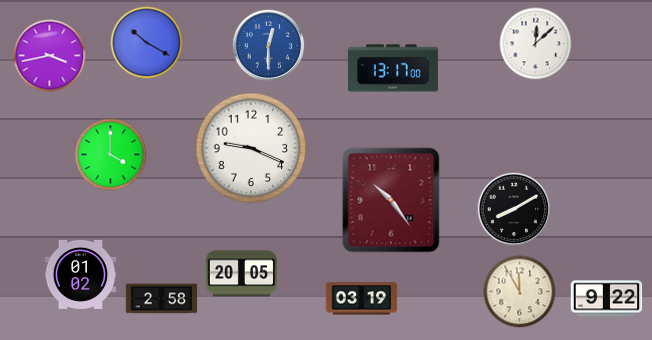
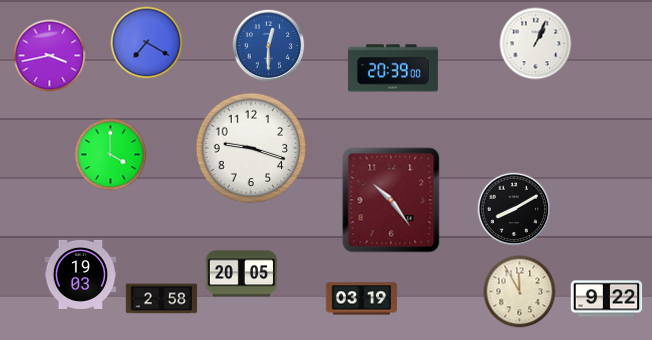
clock at (147, 43): 10:20 -> 7:20
clock at (536, 44): 12:08 -> 1:04
clock at (393, 68): 13:17 -> 20:39
clock at (251, 148): 9:19 -> 9:18
clock at (81, 274): 01:02 -> 19:03
